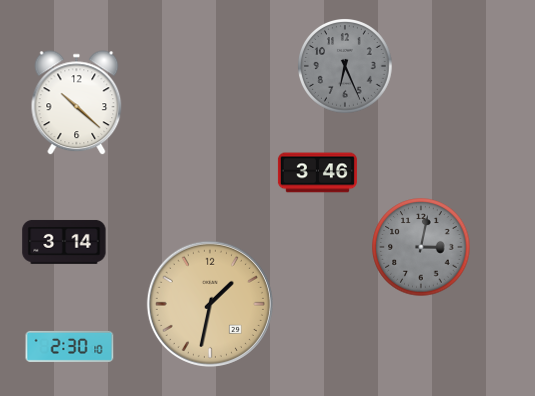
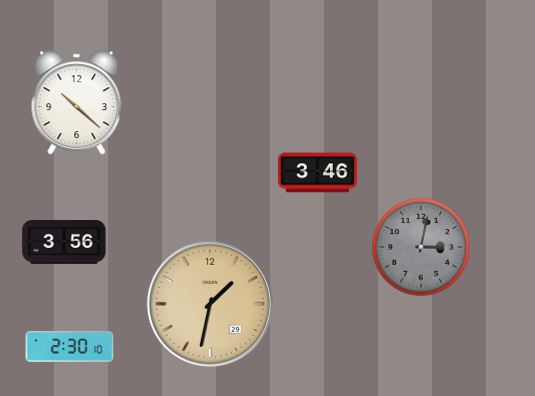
clock at (346, 67): 6:26 -> none
clock at (64, 242): 3:14 -> 3:56
